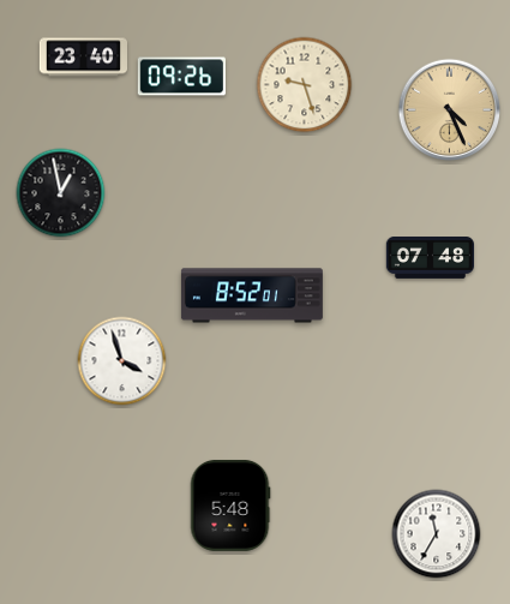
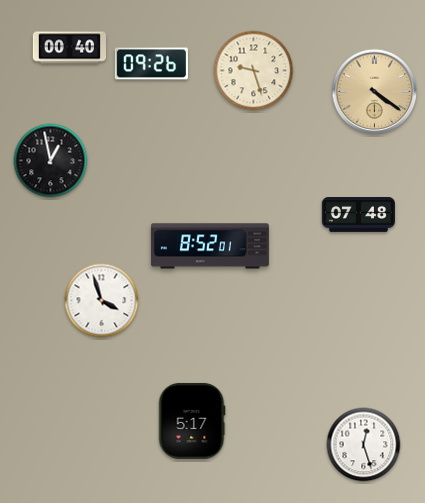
clock at (83, 58): 23:40 -> 00:40
clock at (450, 110): 4:26 -> 4:21
clock at (230, 506): 5:48 -> 5:17
clock at (437, 534): 11:35 -> 12:27
